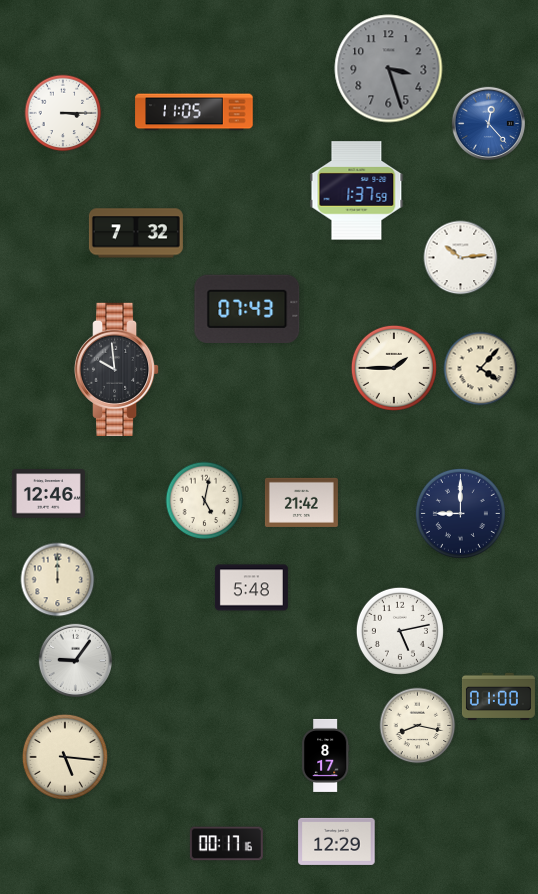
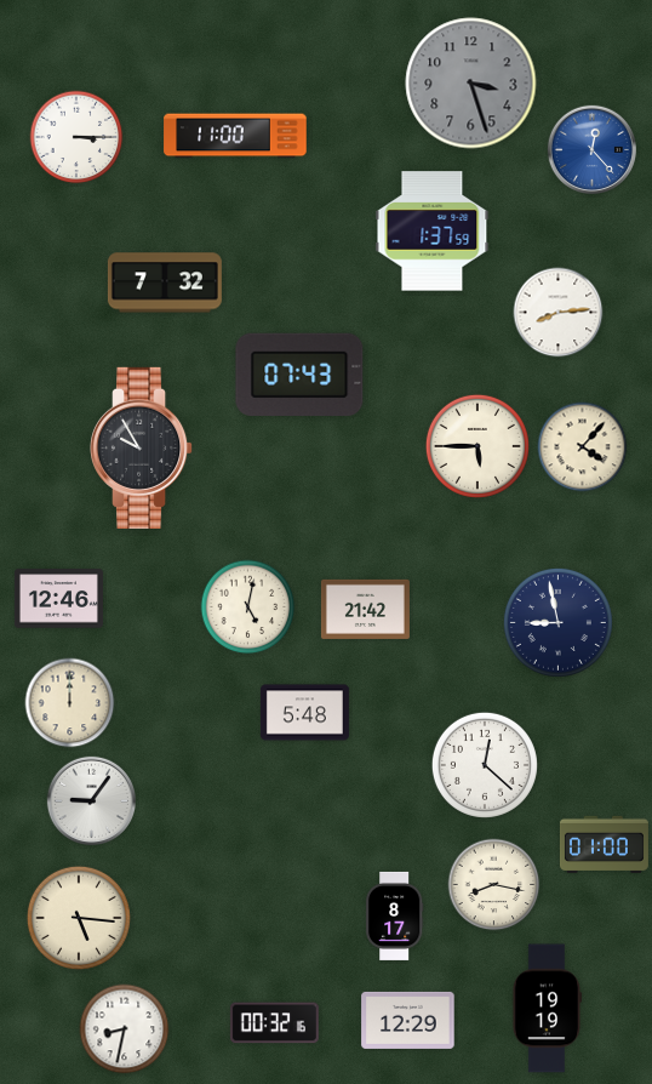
clock at (194, 112): 11:05 -> 11:00
clock at (461, 258): 10:14 -> 8:14
clock at (394, 368): 1:45 -> 5:45
clock at (118, 369): 9:59 -> 9:55
clock at (460, 513): 9:00 -> 8:58
clock at (400, 631): 5:13 -> 12:22
clock at (418, 726) position: (418, 726) -> (494, 885)
clock at (545, 1009): none -> 19:19
clock at (226, 844): 00:17 -> 00:32
clock at (125, 1029): none -> 8:32
